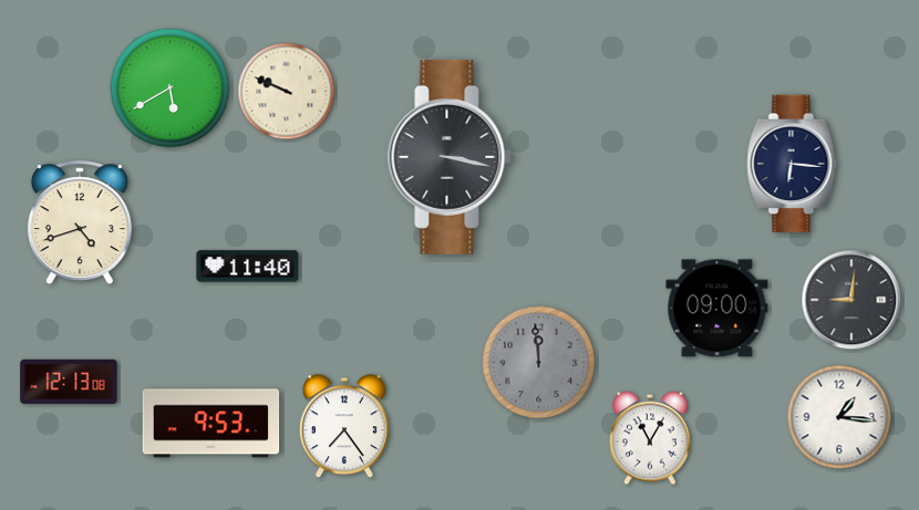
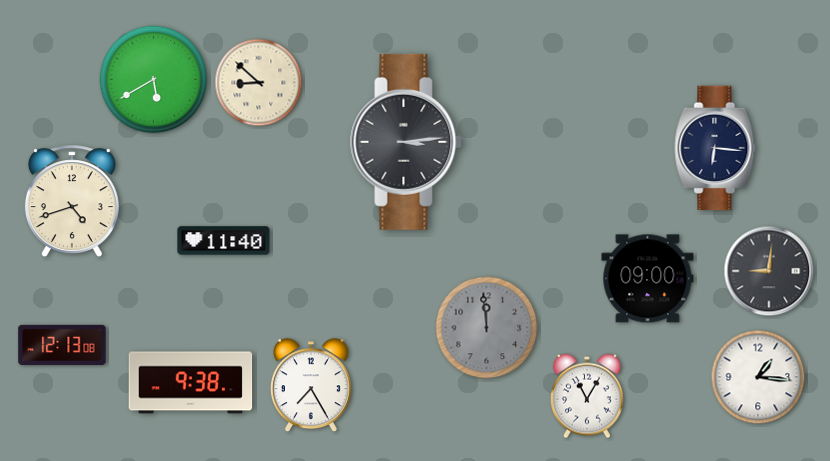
clock at (287, 92): 9:49 -> 8:52
clock at (450, 157): 3:17 -> 3:14
clock at (211, 424): 9:53 -> 9:38
clock at (344, 427): 7:24 -> 7:25
